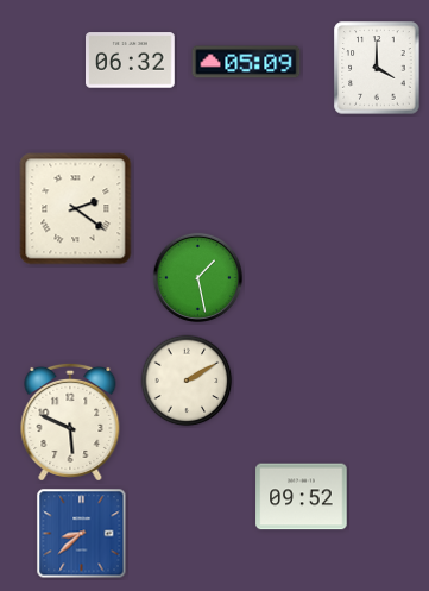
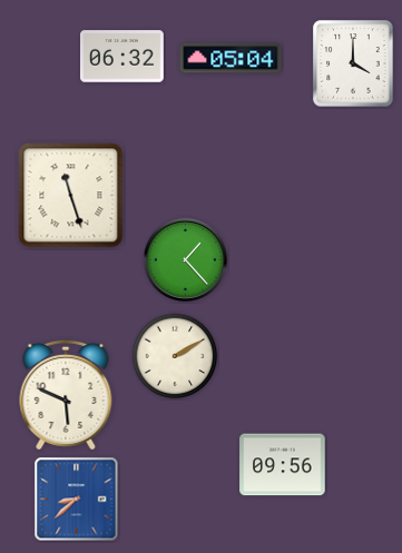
clock at (246, 62): 05:09 -> 05:04
clock at (76, 209): 2:21 -> 11:27
clock at (197, 277): 1:28 -> 1:23
clock at (302, 497): 09:52 -> 09:56
